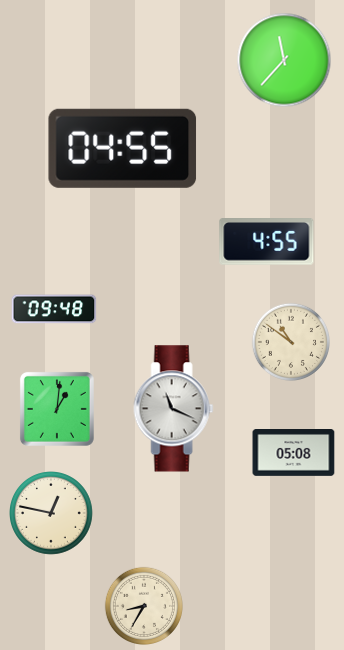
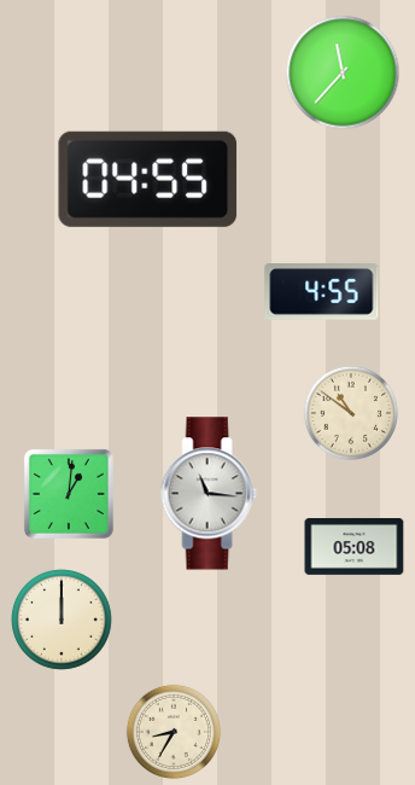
clock at (54, 309): 09:48 -> none
clock at (174, 409): 11:19 -> 11:16
clock at (52, 514): 12:47 -> 12:00
